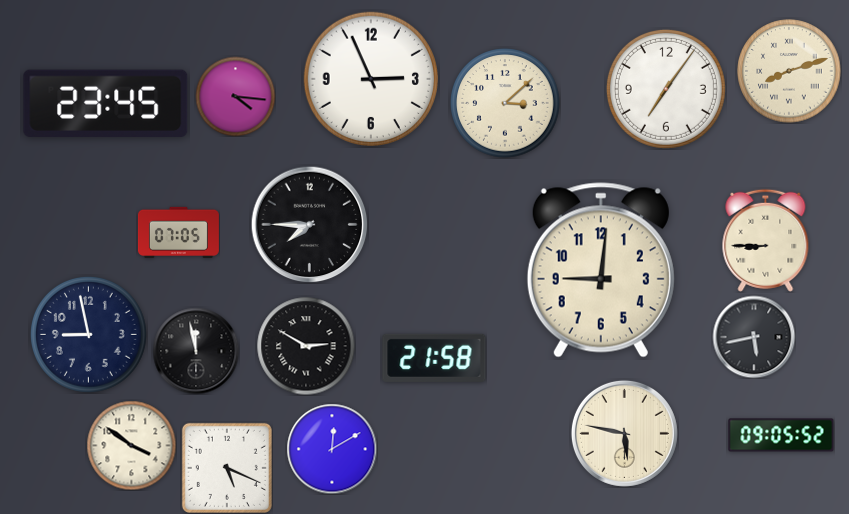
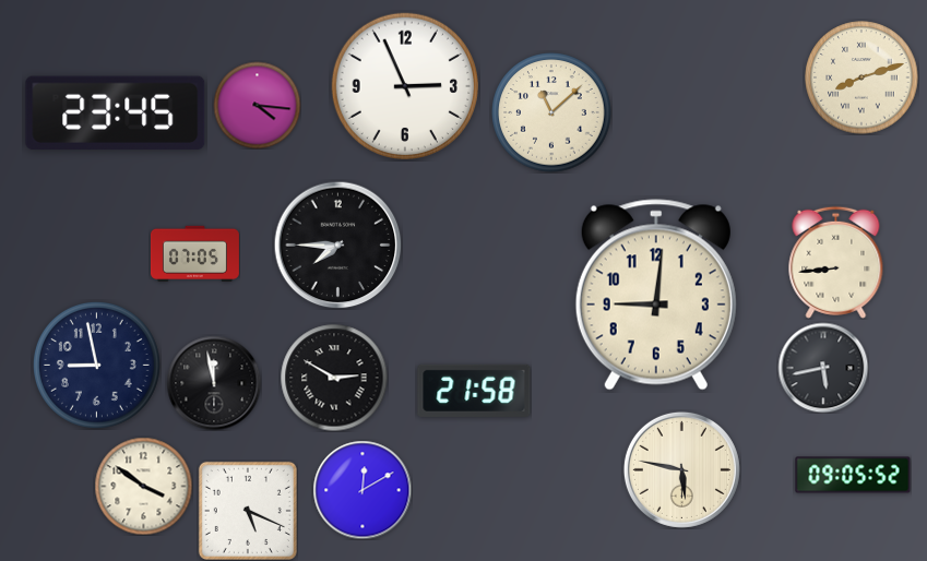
clock at (666, 89): 7:06 -> none
clock at (505, 103): 3:08 -> 11:08
clock at (766, 240): 8:45 -> 8:44
clock at (624, 433) position: (624, 433) -> (681, 469)
